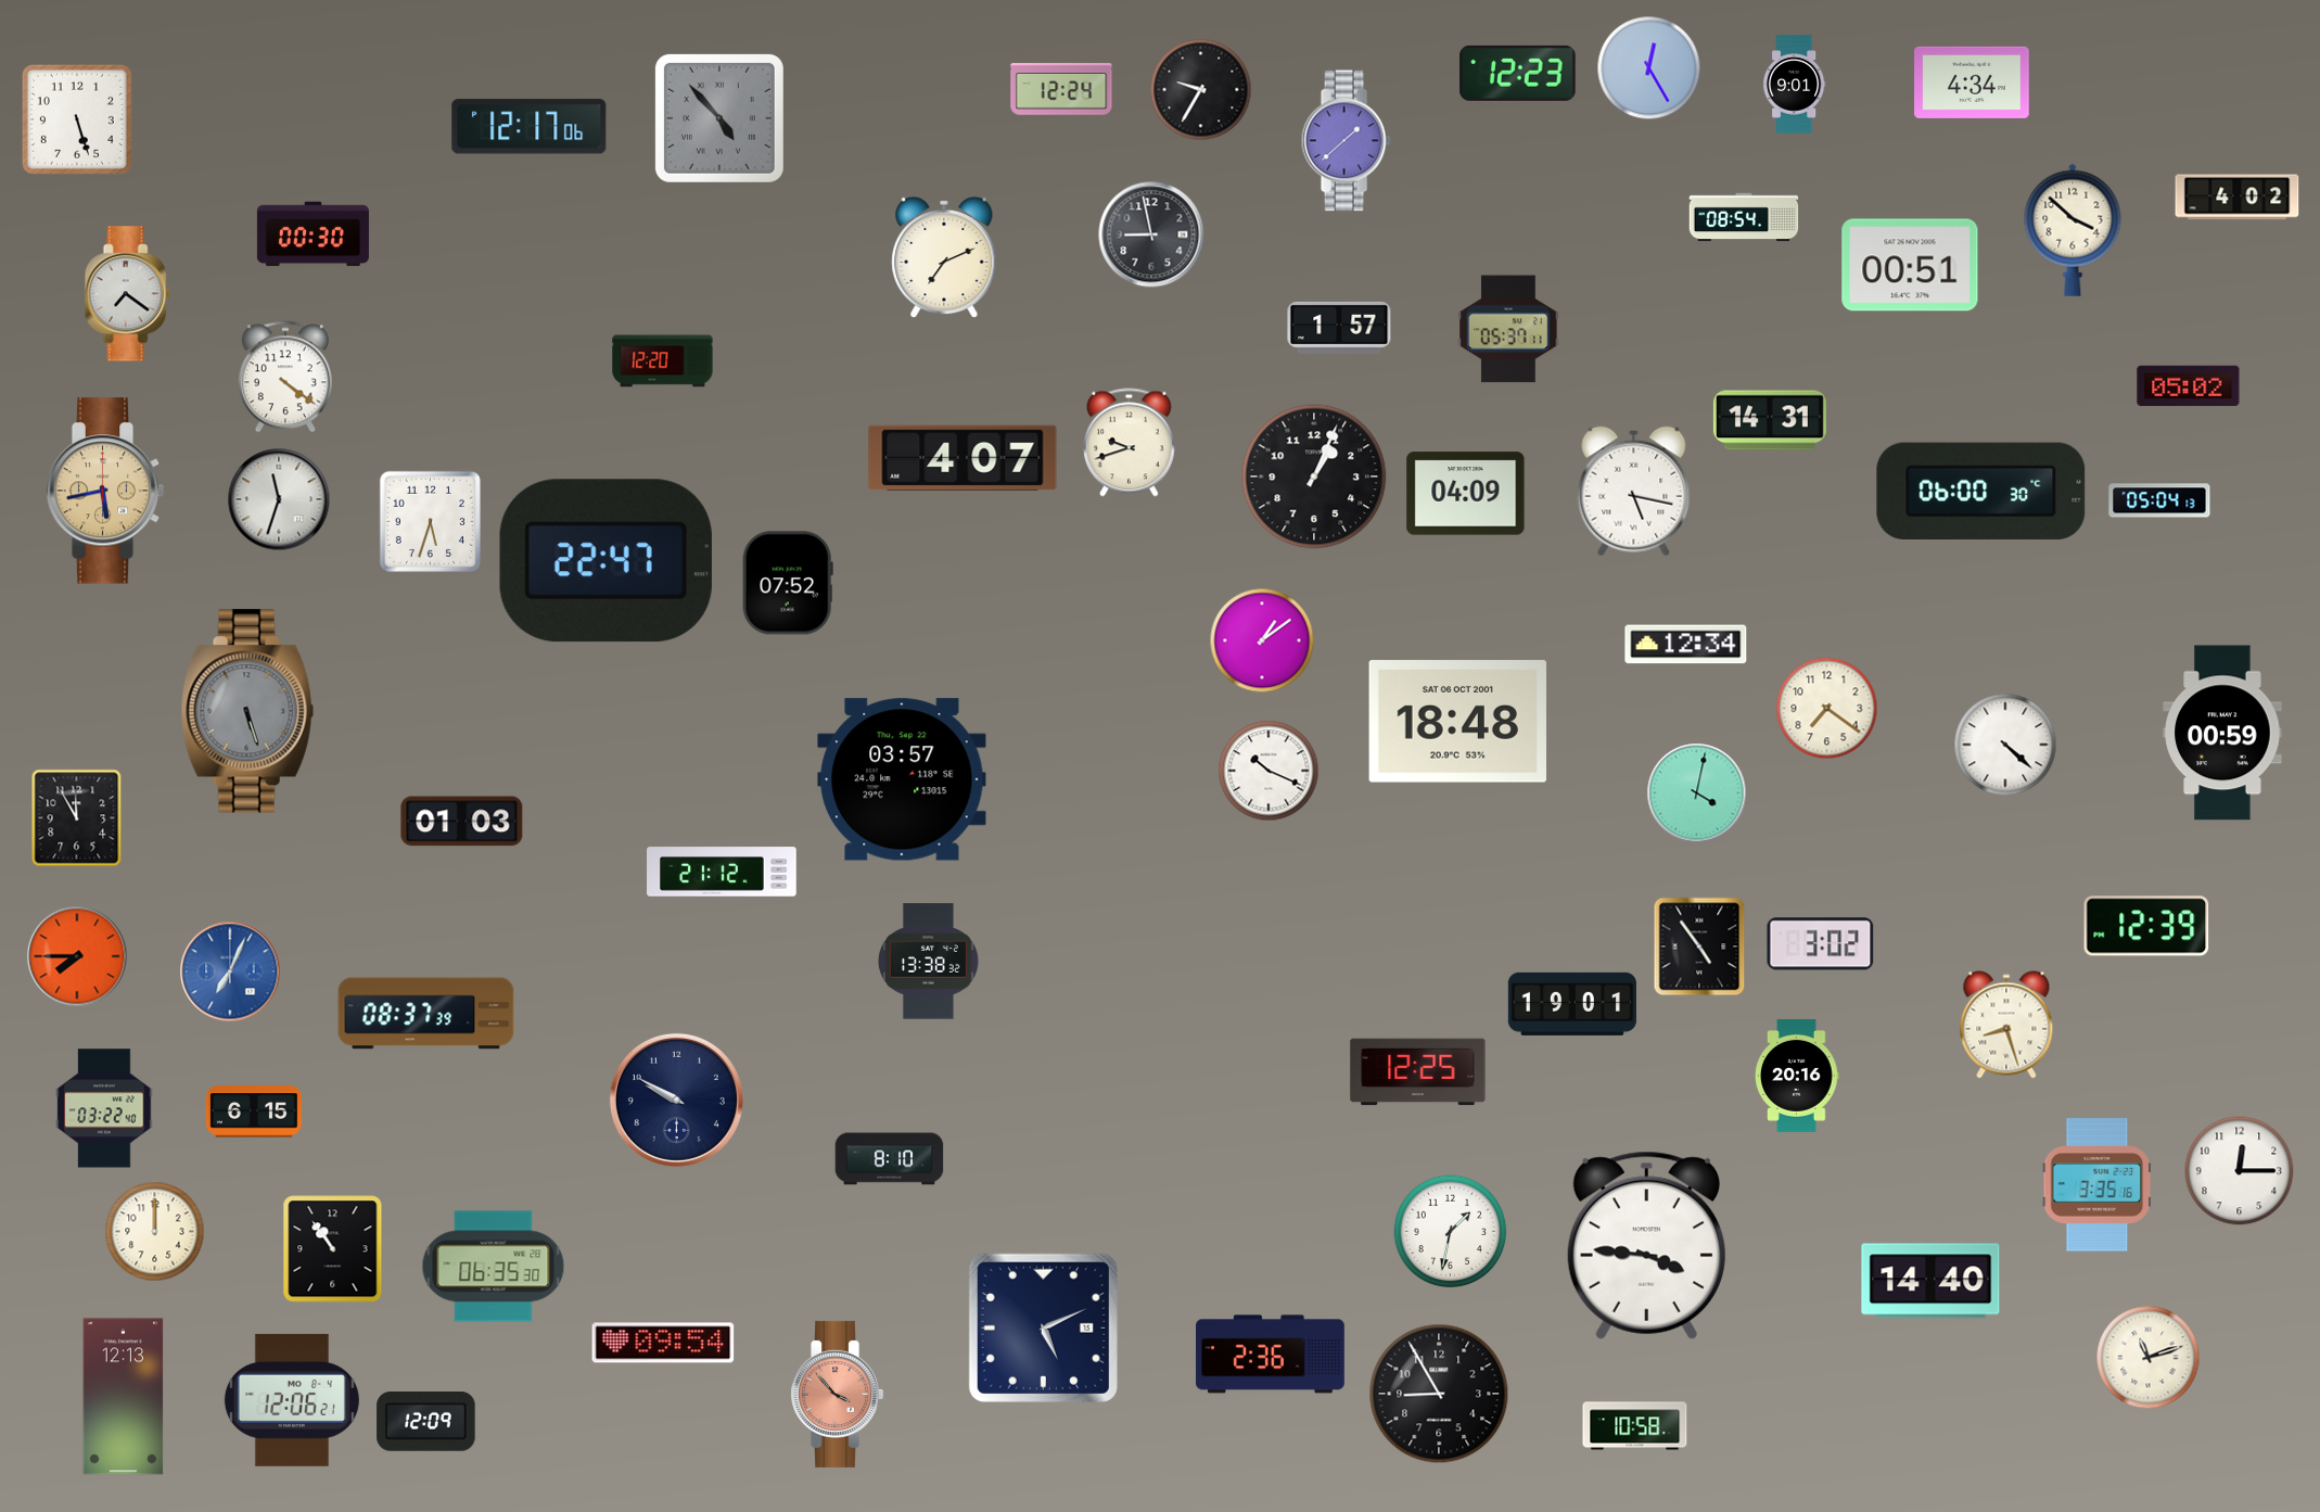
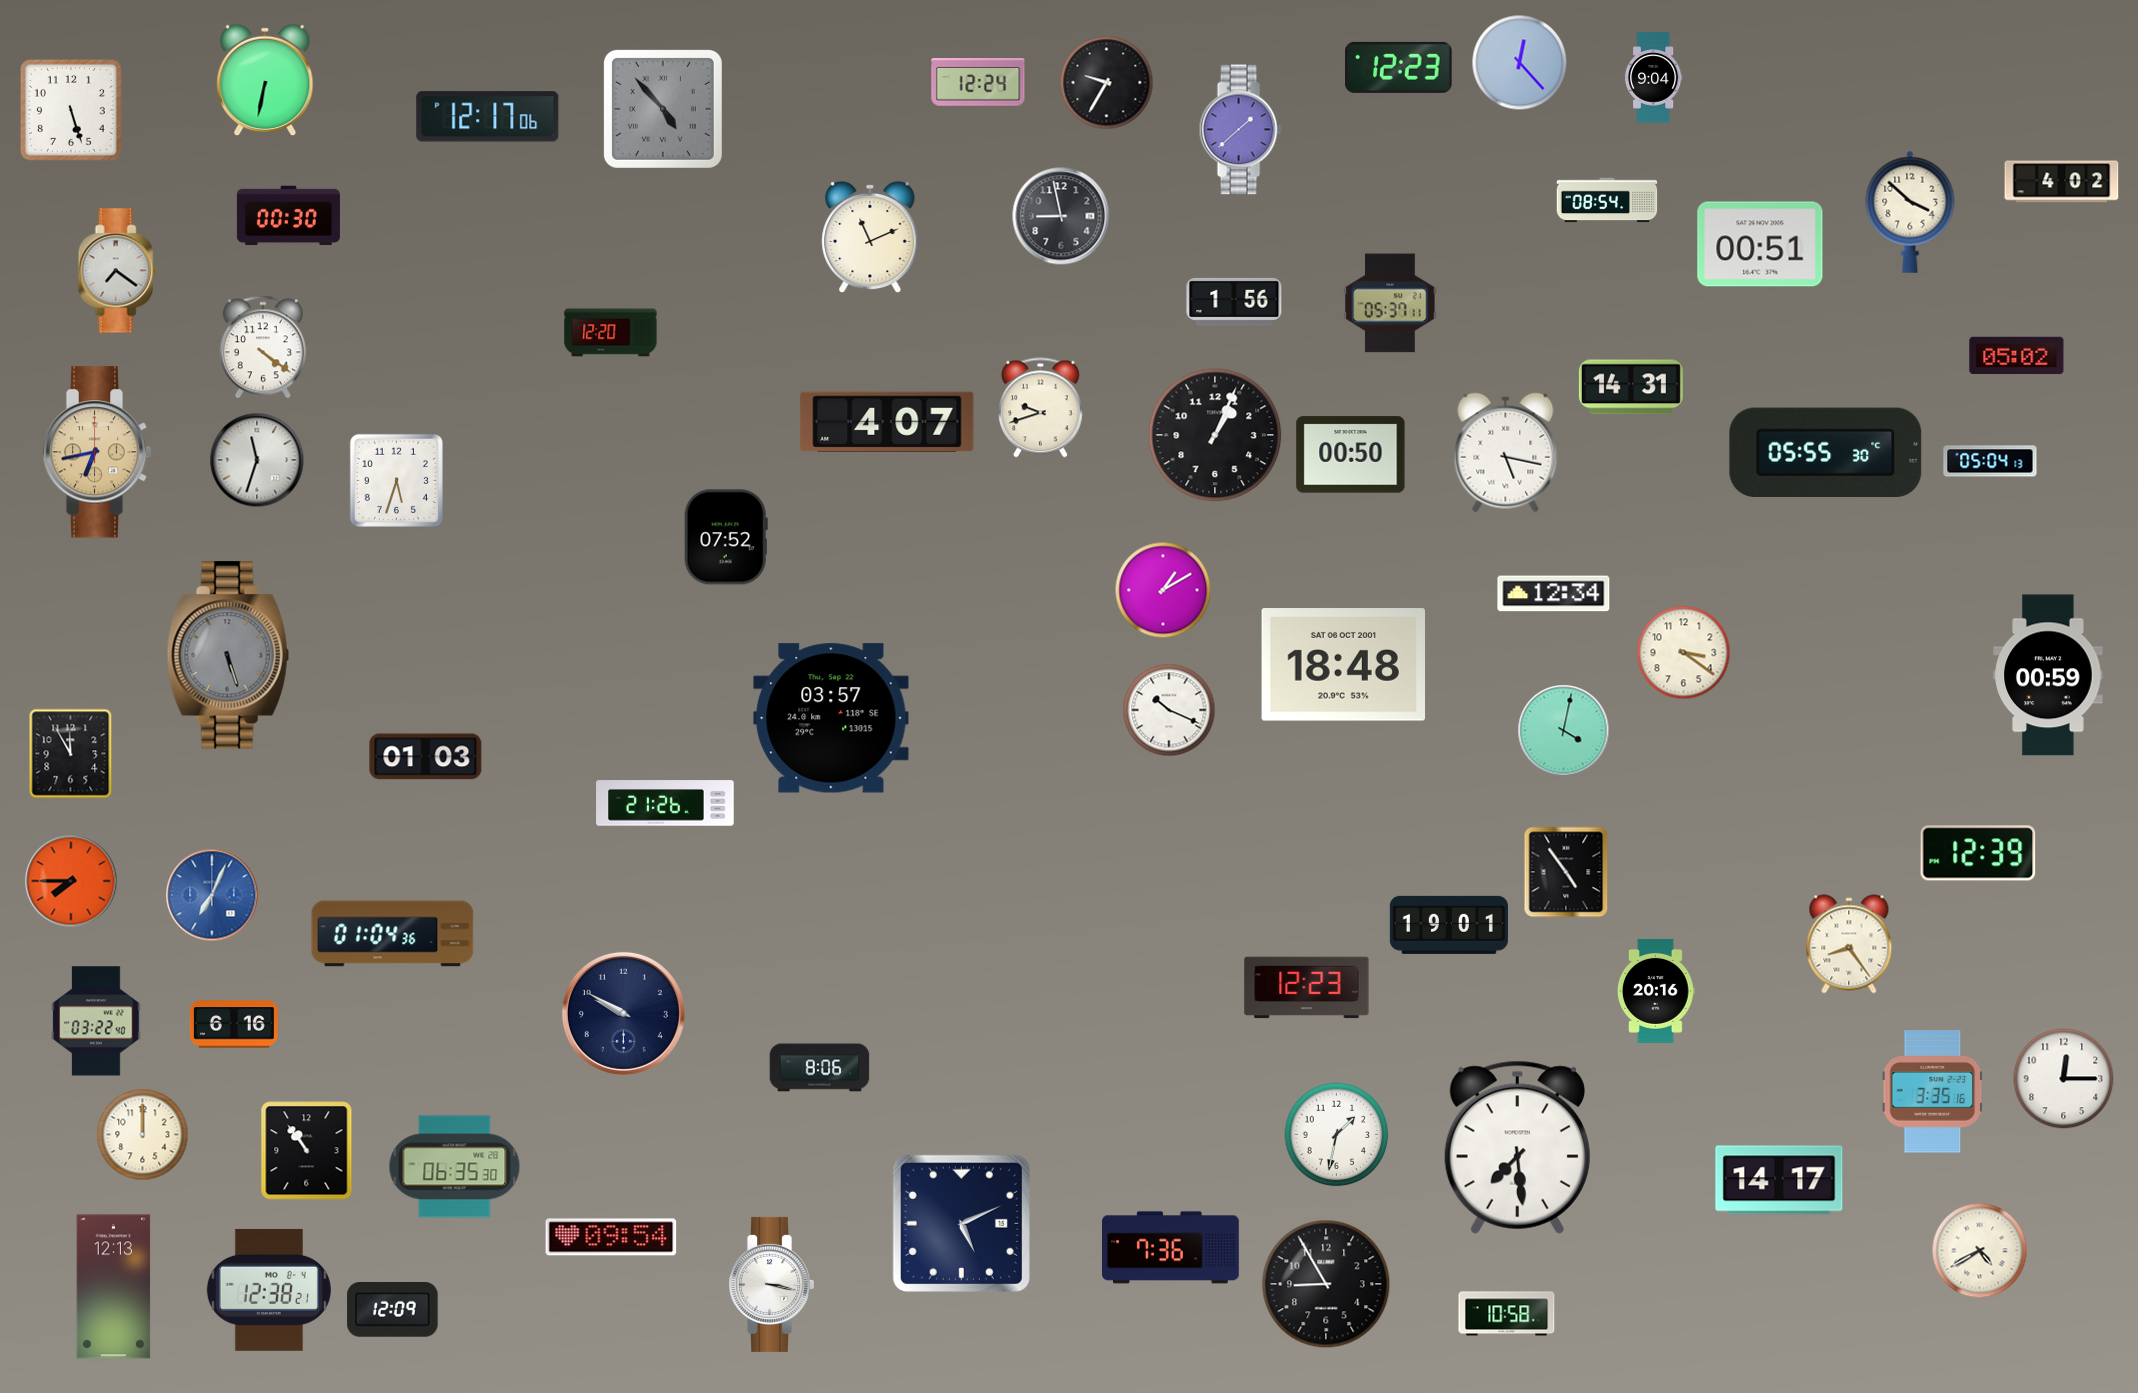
clock at (1649, 68): 12:25 -> 12:23
clock at (1972, 82): 4:34 -> none
clock at (1794, 85): 9:01 -> 9:04
clock at (265, 80): none -> 6:32
clock at (944, 257): 7:11 -> 11:11
clock at (1339, 328): 1:57 -> 1:56
clock at (1314, 477) position: (1314, 477) -> (1215, 435)
clock at (105, 491): 5:43 -> 6:43
clock at (1981, 491): 06:00 -> 05:55
clock at (1466, 494): 04:09 -> 00:50
clock at (606, 561): 22:47 -> none
clock at (1262, 640): 1:09 -> 1:10
clock at (1827, 709): 7:21 -> 3:21
clock at (2005, 745): 4:22 -> none
clock at (722, 872): 21:12 -> 21:26
clock at (1821, 944): 3:02 -> none
clock at (928, 962): 13:38 -> none
clock at (426, 1014): 08:37 -> 01:04
clock at (2006, 1025): 8:27 -> 8:24
clock at (1418, 1072): 12:25 -> 12:23
clock at (254, 1111): 6:15 -> 6:16
clock at (890, 1159): 8:10 -> 8:06
clock at (1646, 1245): 3:46 -> 7:29
clock at (1930, 1281): 14:40 -> 14:17
clock at (1271, 1355): 2:36 -> 7:36
clock at (2149, 1358): 11:12 -> 4:40
clock at (838, 1394): 3:53 -> 3:17
clock at (838, 1394) dial: salmon -> white
clock at (292, 1400): 12:06 -> 12:38
